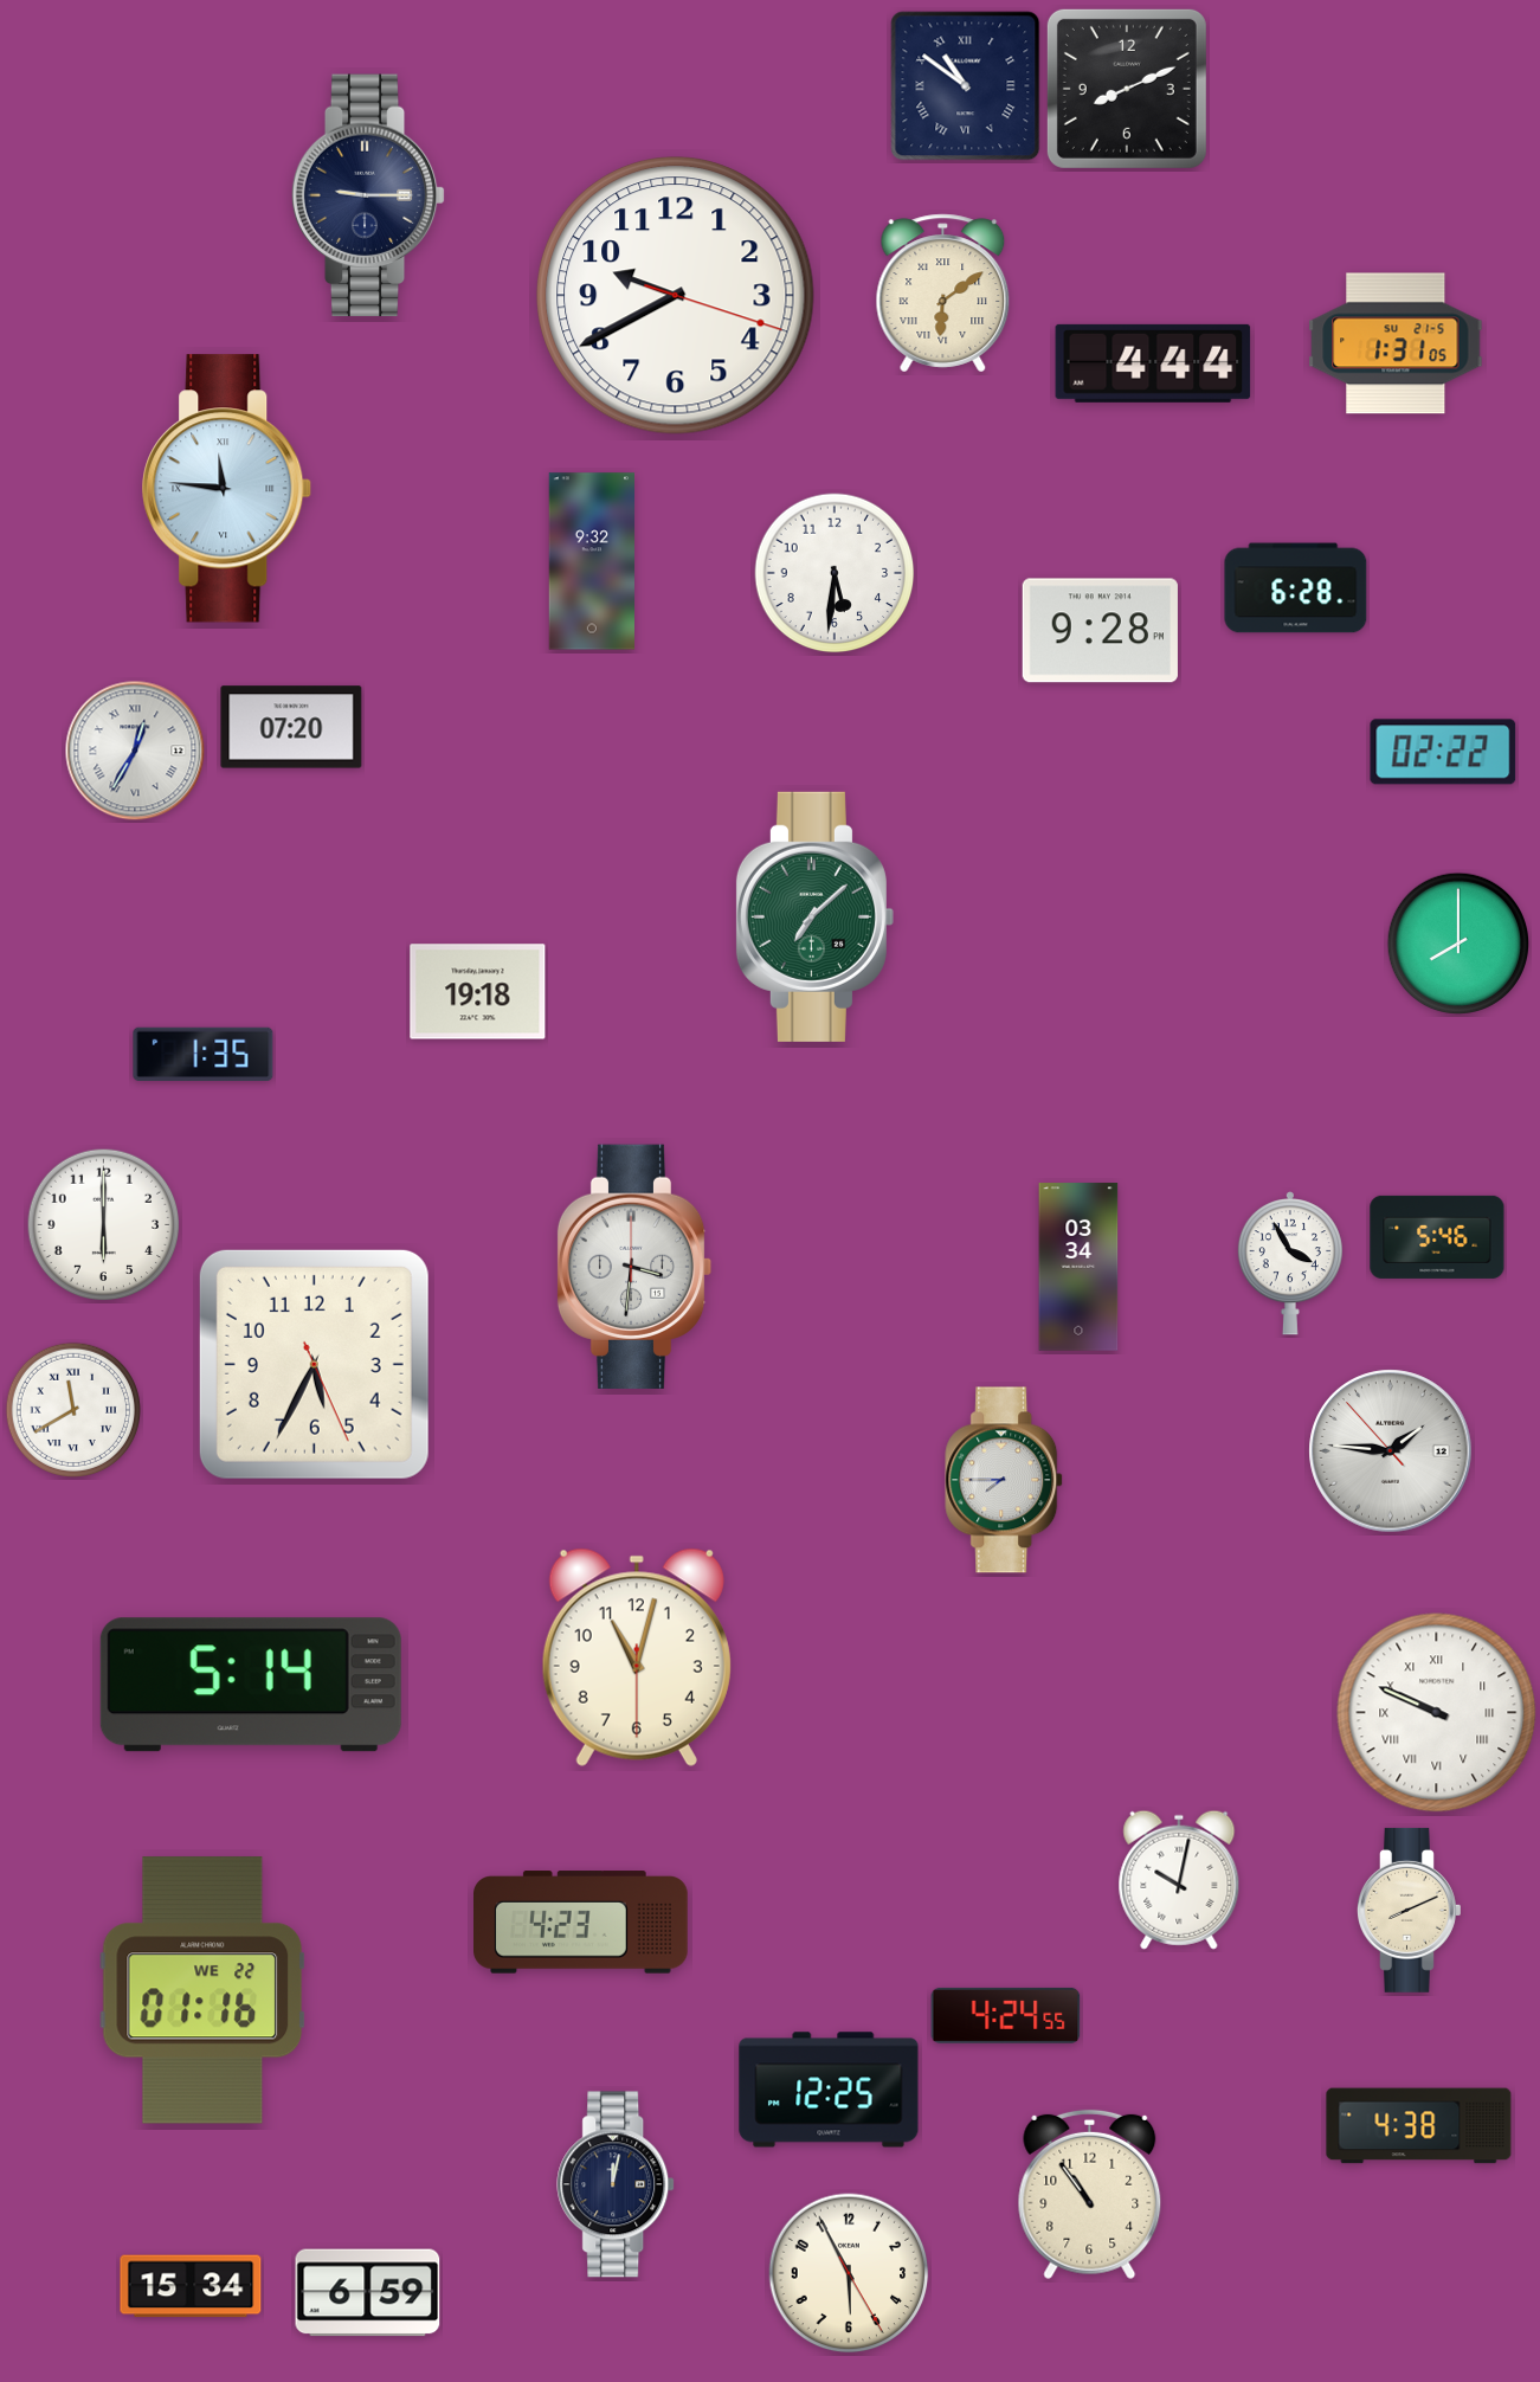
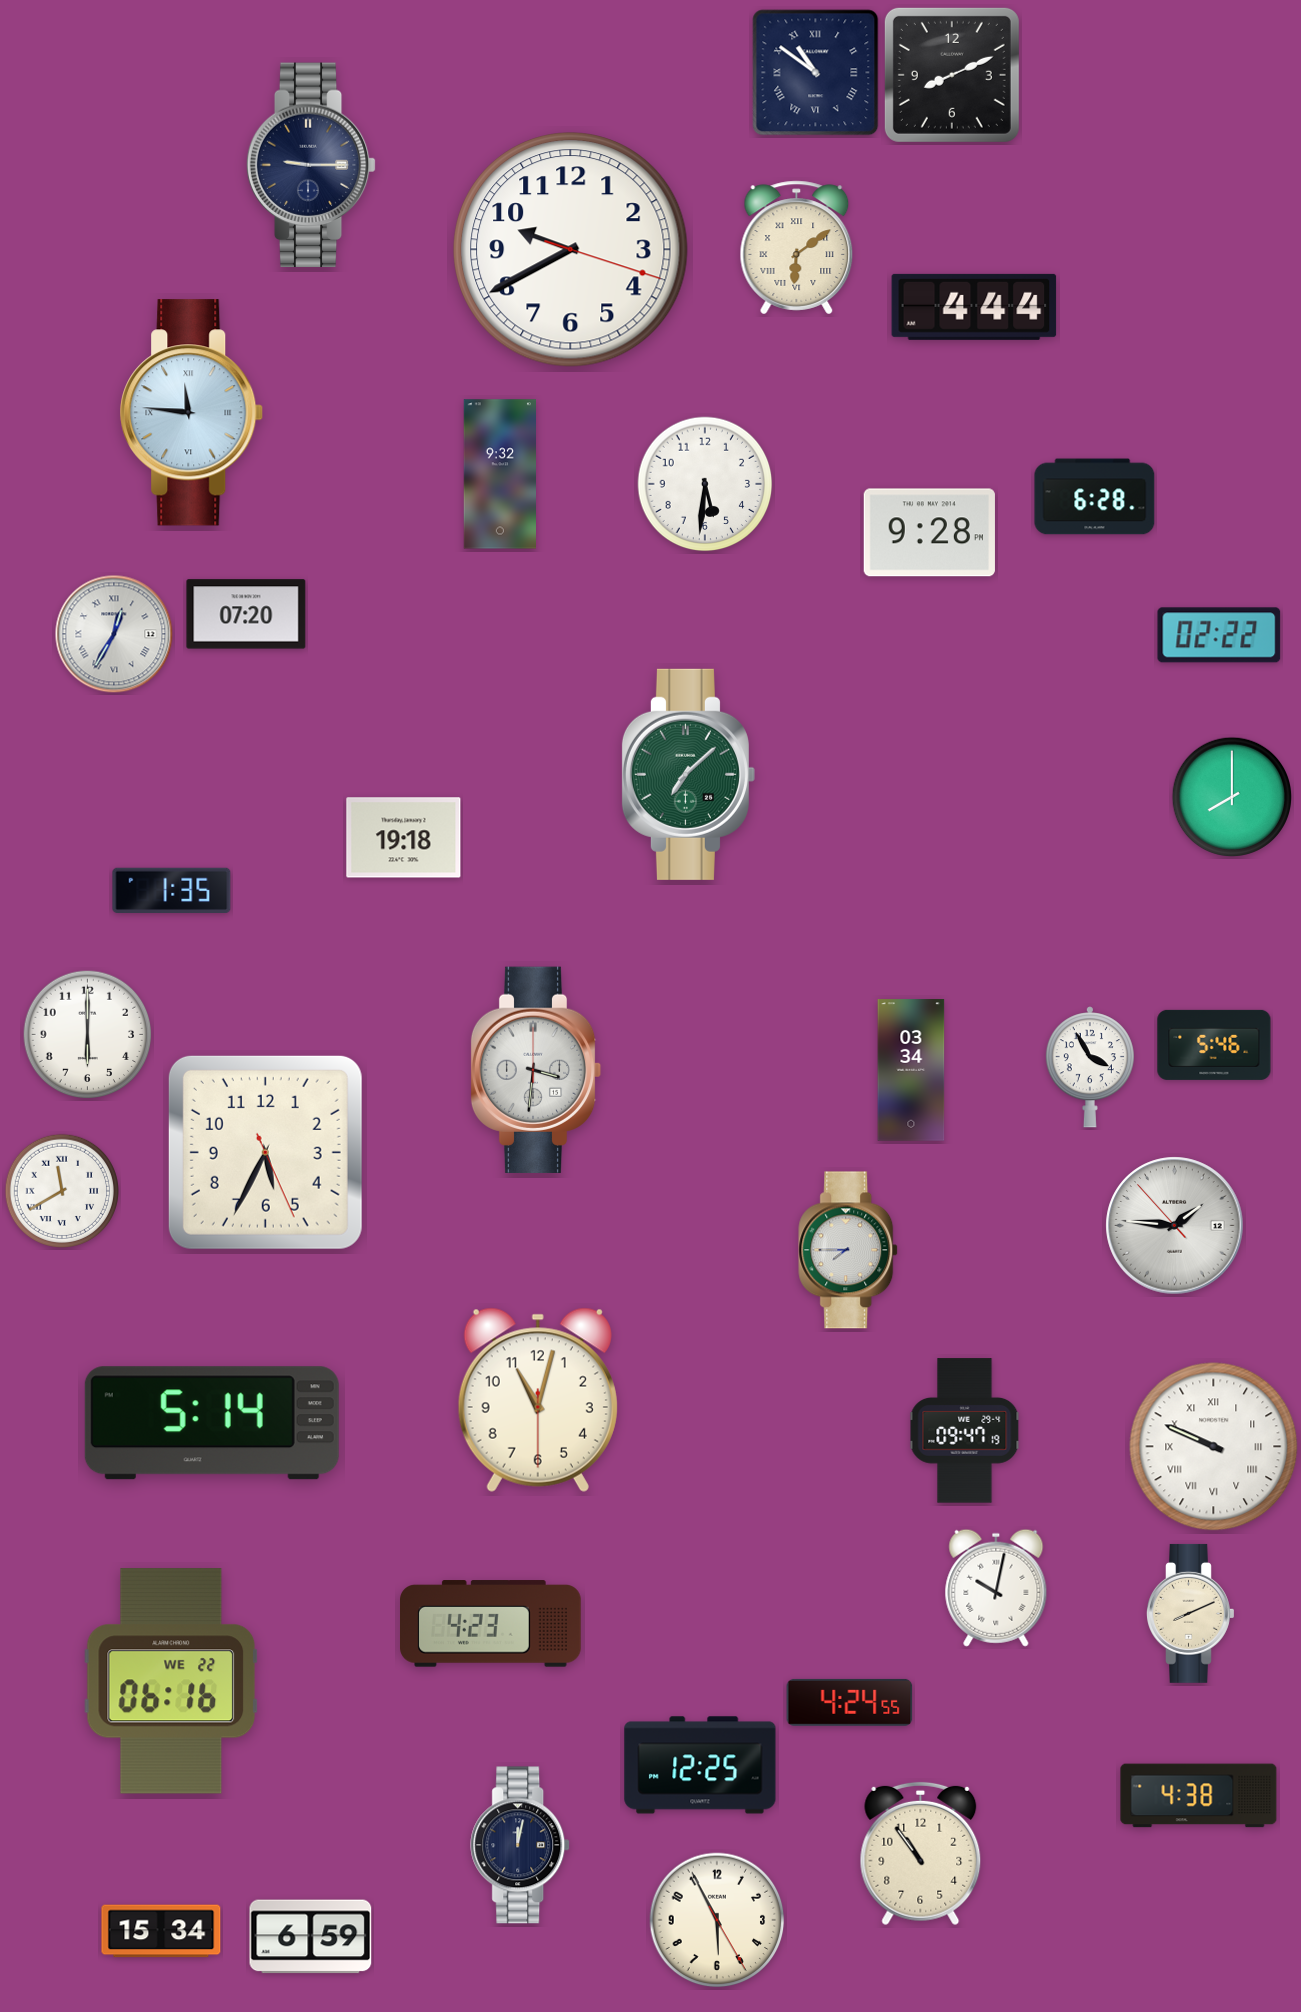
clock at (1396, 343): 1:31 -> none
clock at (965, 1431): none -> 09:47
clock at (202, 1990): 01:16 -> 06:16
